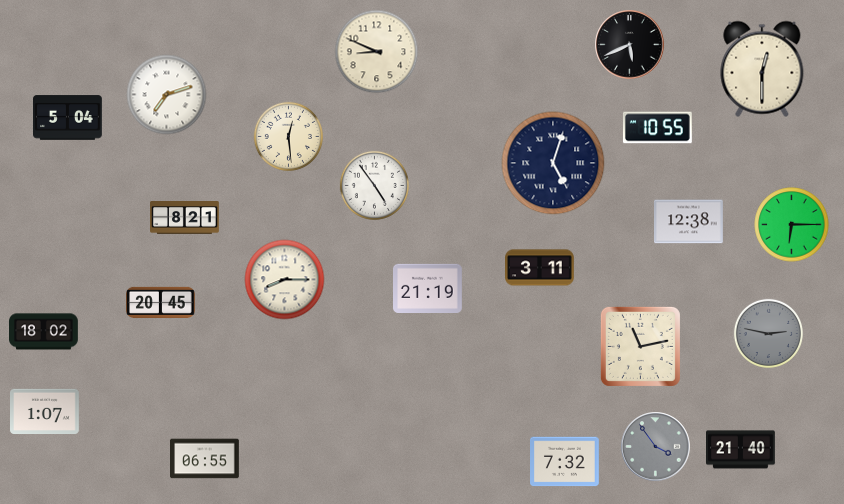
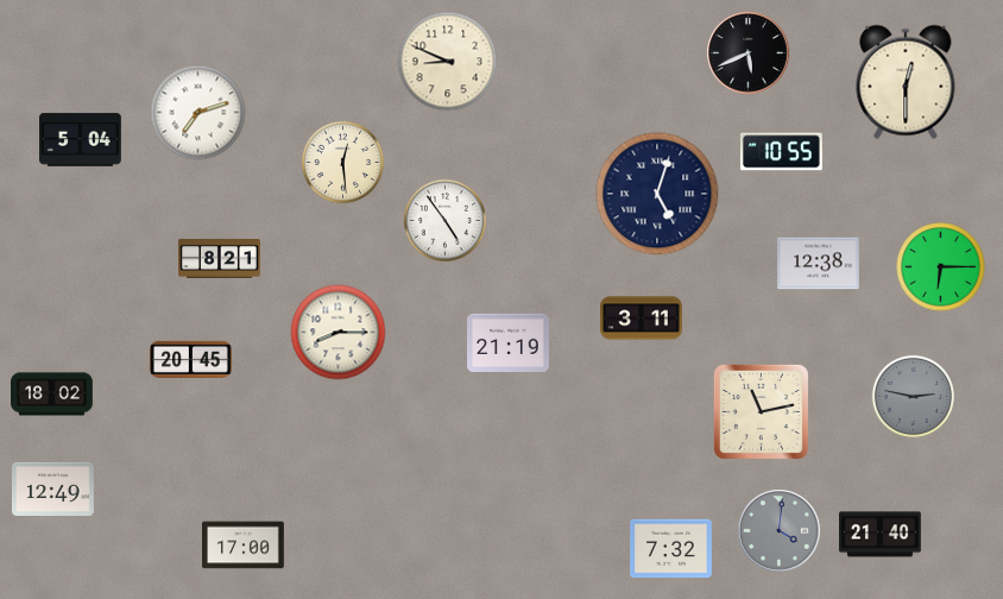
clock at (45, 411): 1:07 -> 12:49
clock at (656, 447): 3:54 -> 4:01
clock at (205, 459): 06:55 -> 17:00
